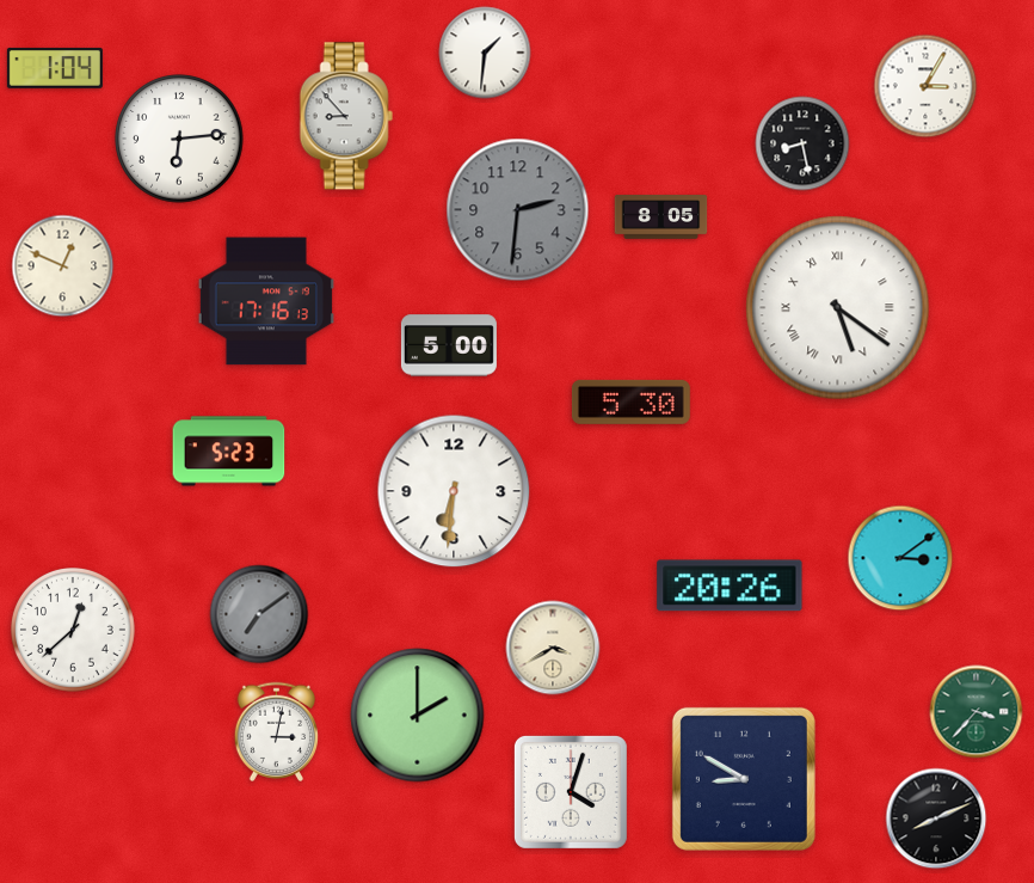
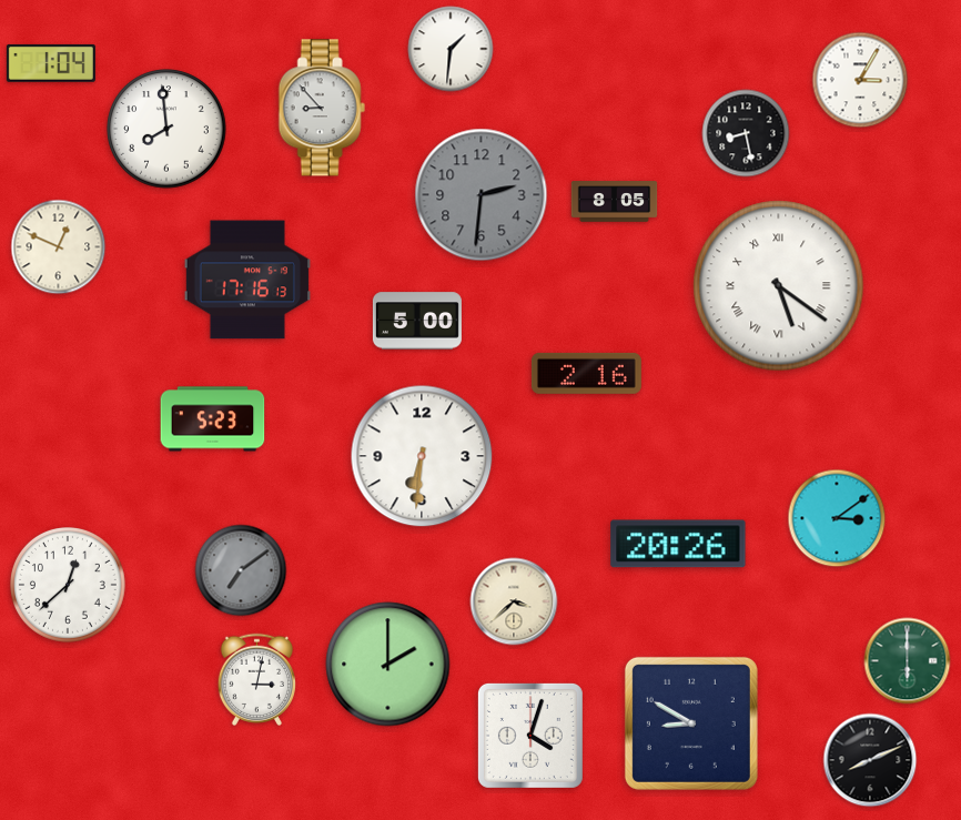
clock at (179, 139): 6:14 -> 7:59
clock at (630, 401): 5:30 -> 2:16
clock at (553, 648): 3:40 -> 3:38
clock at (977, 712): 3:37 -> 6:00
